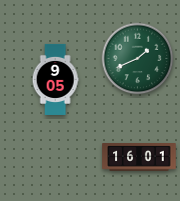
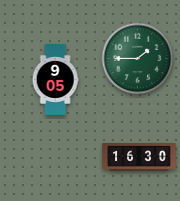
clock at (138, 59): 1:41 -> 1:45
clock at (139, 157): 16:01 -> 16:30
